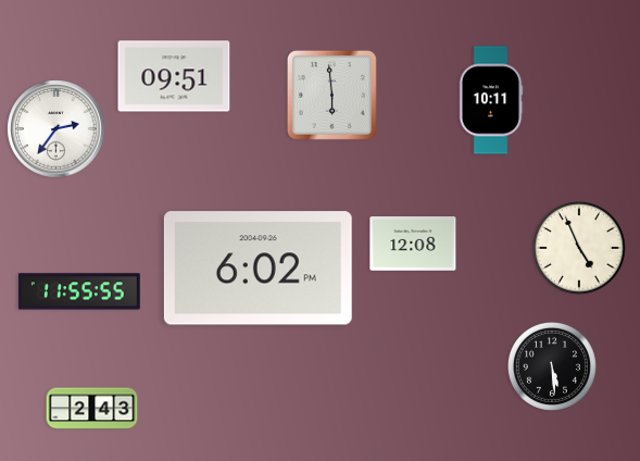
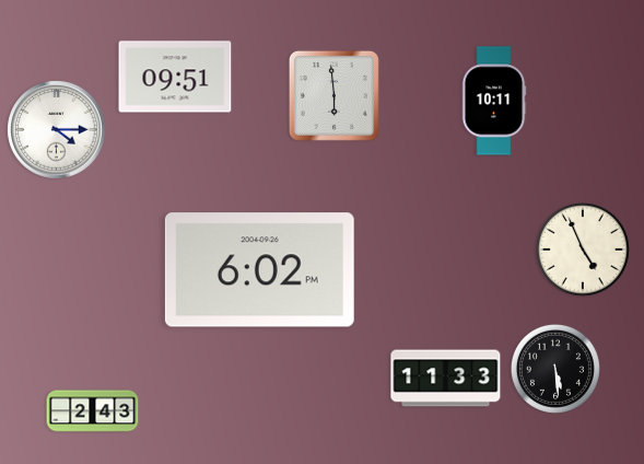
clock at (57, 129): 2:36 -> 4:15
clock at (413, 244): 12:08 -> none
clock at (79, 291): 11:55 -> none
clock at (446, 379): none -> 11:33
